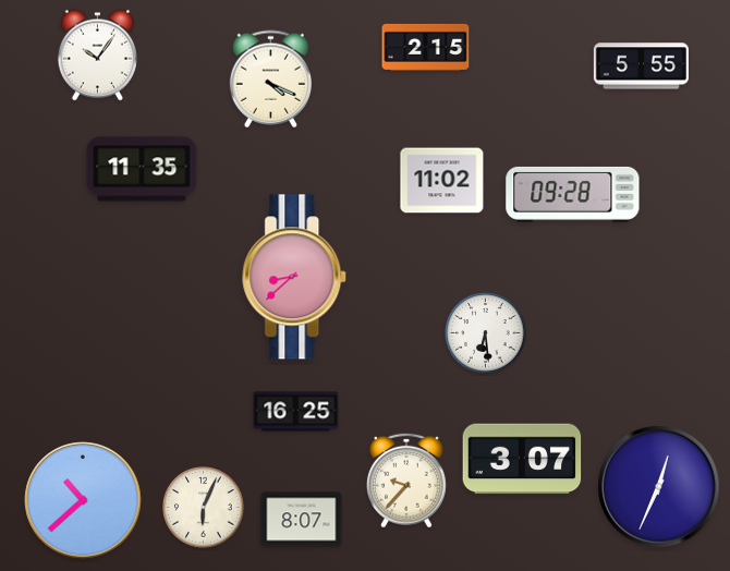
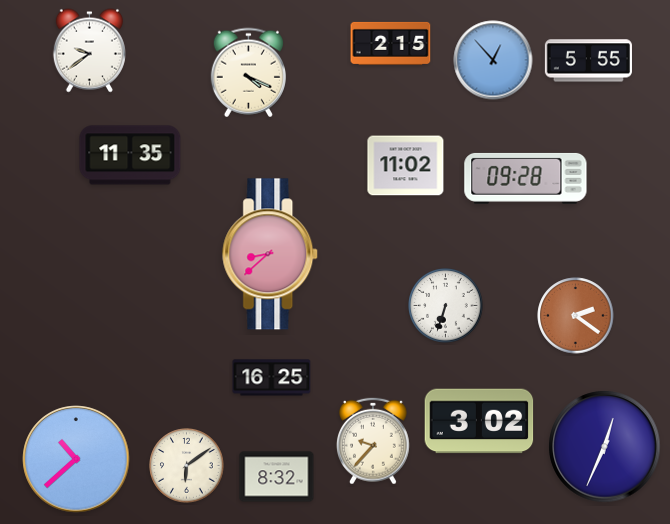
clock at (97, 56): 10:06 -> 9:39
clock at (493, 60): none -> 12:53
clock at (486, 333): 6:29 -> 6:33
clock at (576, 316): none -> 2:21
clock at (522, 459): 3:07 -> 3:02
clock at (204, 508): 6:04 -> 6:09
clock at (302, 520): 8:07 -> 8:32
